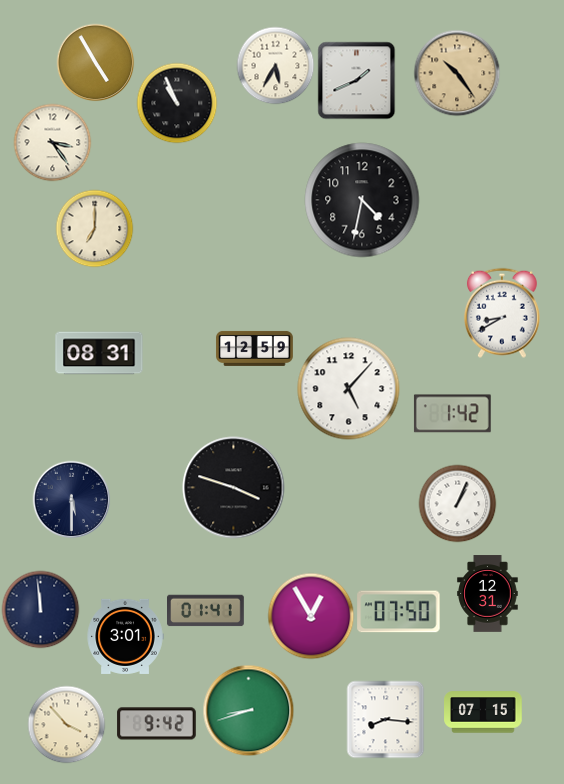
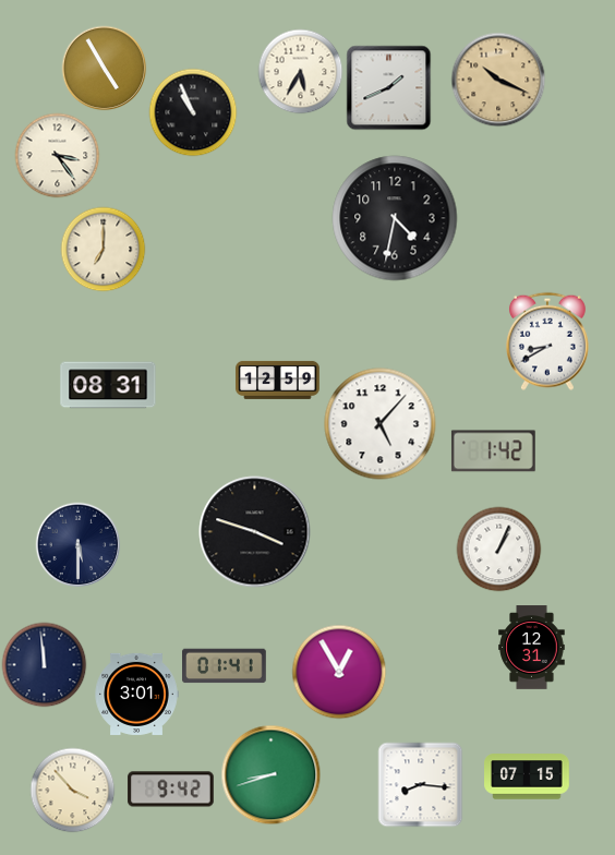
clock at (457, 73): 10:24 -> 10:19
clock at (399, 612): 07:50 -> none
